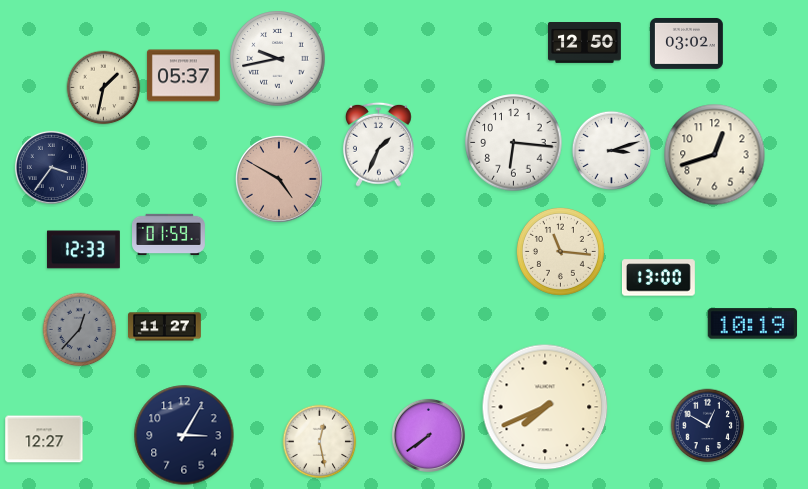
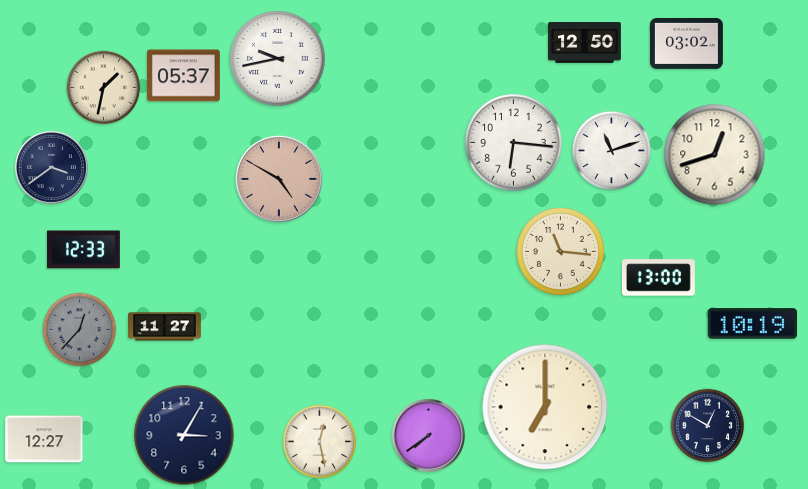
clock at (379, 144): 1:34 -> none
clock at (612, 151): 3:12 -> 11:12
clock at (51, 167): 3:36 -> 3:39
clock at (169, 235): 01:59 -> none
clock at (545, 407): 7:41 -> 7:00
